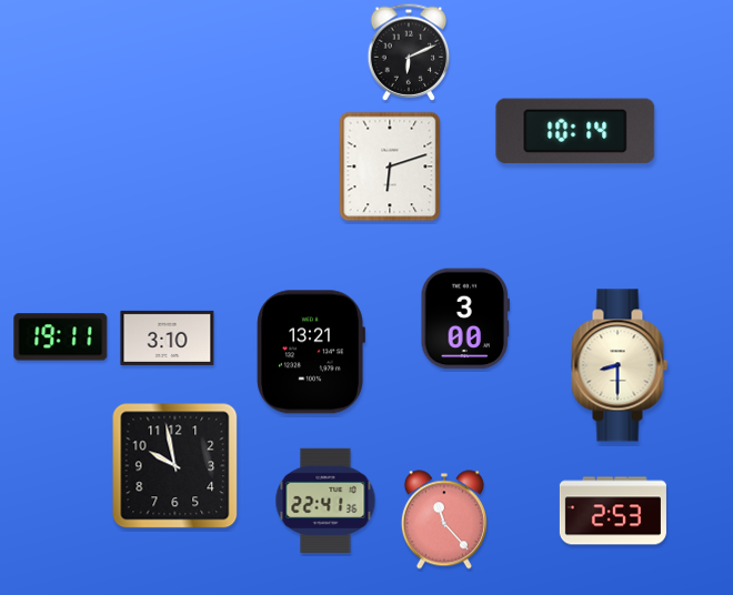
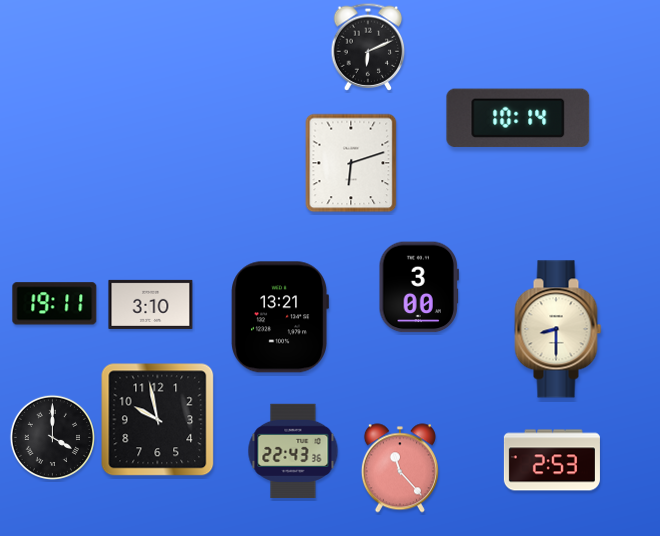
clock at (390, 167) position: (390, 167) -> (351, 163)
clock at (52, 437): none -> 4:00
clock at (325, 500): 22:41 -> 22:43
